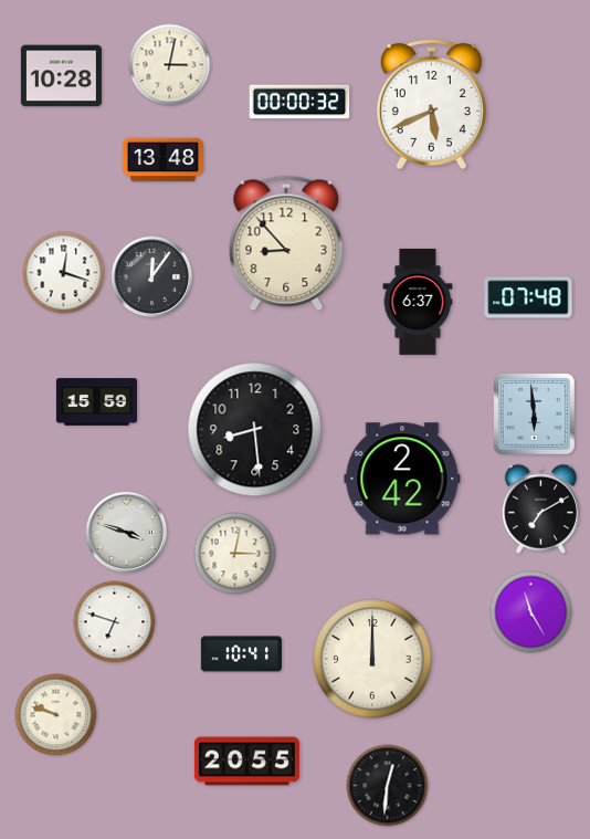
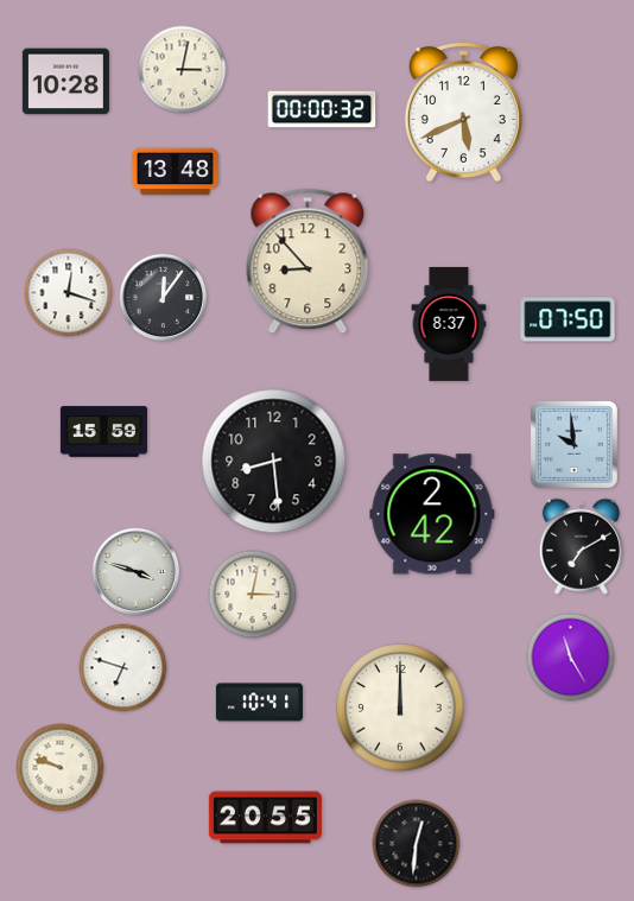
clock at (528, 297): 07:48 -> 07:50
clock at (418, 302): 6:37 -> 8:37
clock at (534, 413): 5:59 -> 9:59
